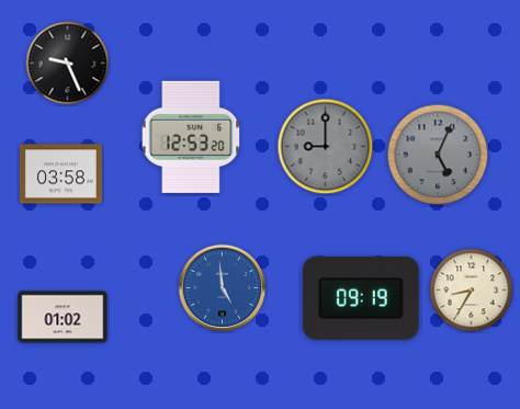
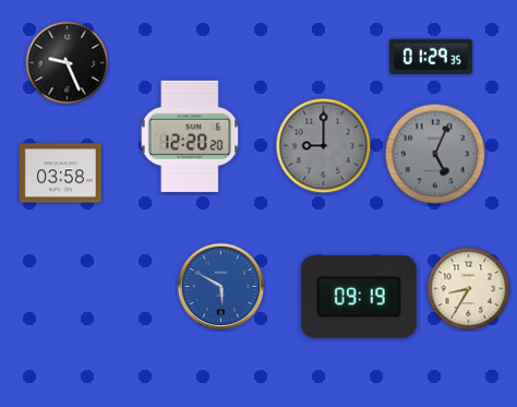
clock at (431, 57): none -> 01:29
clock at (191, 137): 12:53 -> 12:20
clock at (223, 288): 4:59 -> 5:50
clock at (63, 317): 01:02 -> none
